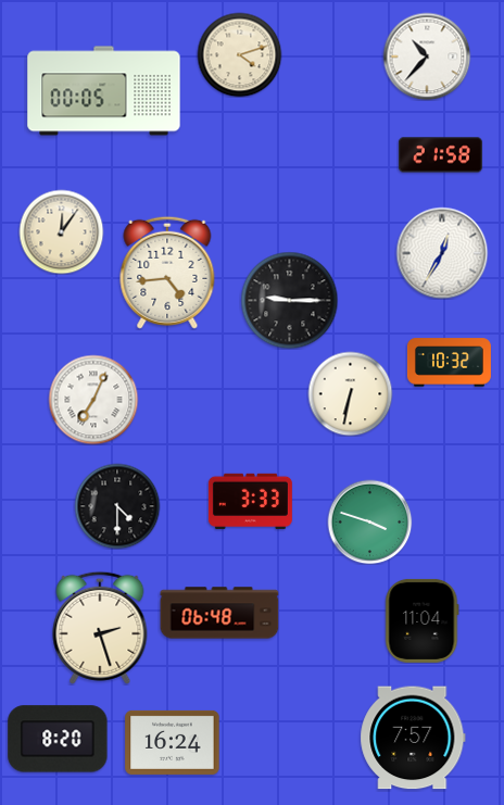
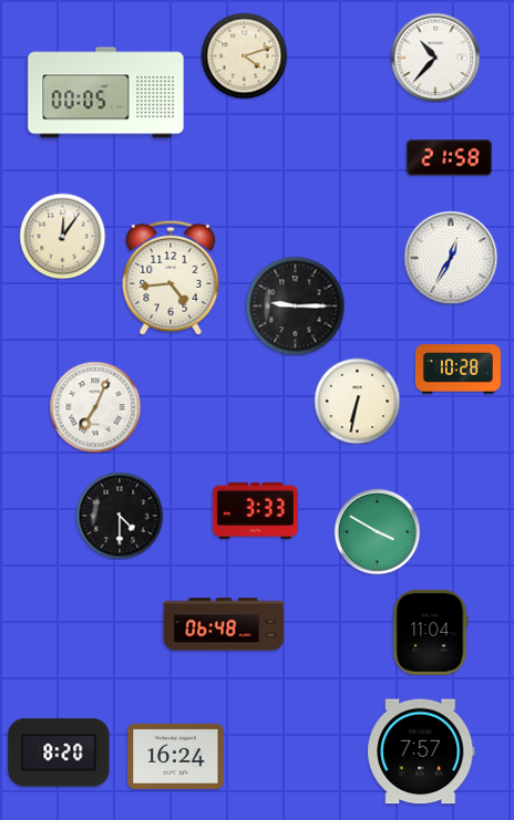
clock at (449, 363): 10:32 -> 10:28
clock at (369, 521): 3:48 -> 3:50
clock at (100, 628): 2:27 -> none
